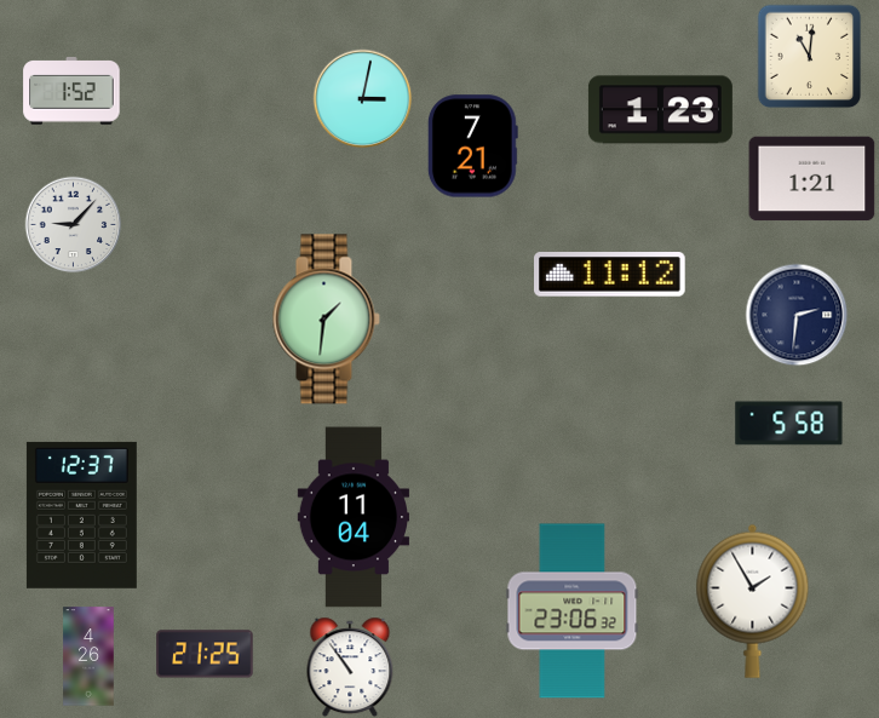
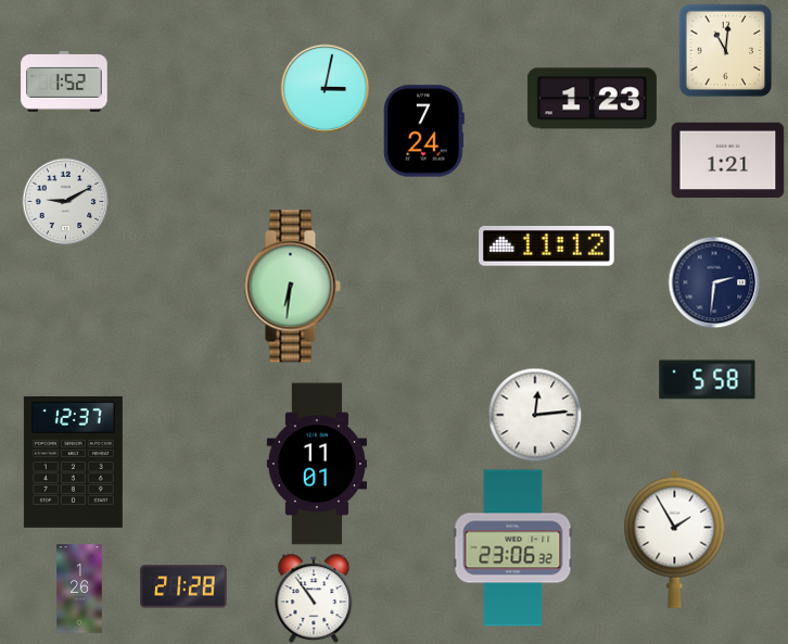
clock at (472, 147): 7:21 -> 7:24
clock at (73, 224): 9:07 -> 9:10
clock at (326, 320): 1:31 -> 6:31
clock at (535, 415): none -> 12:14
clock at (352, 517): 11:04 -> 11:01
clock at (205, 654): 21:25 -> 21:28
clock at (88, 656): 4:26 -> 1:26
